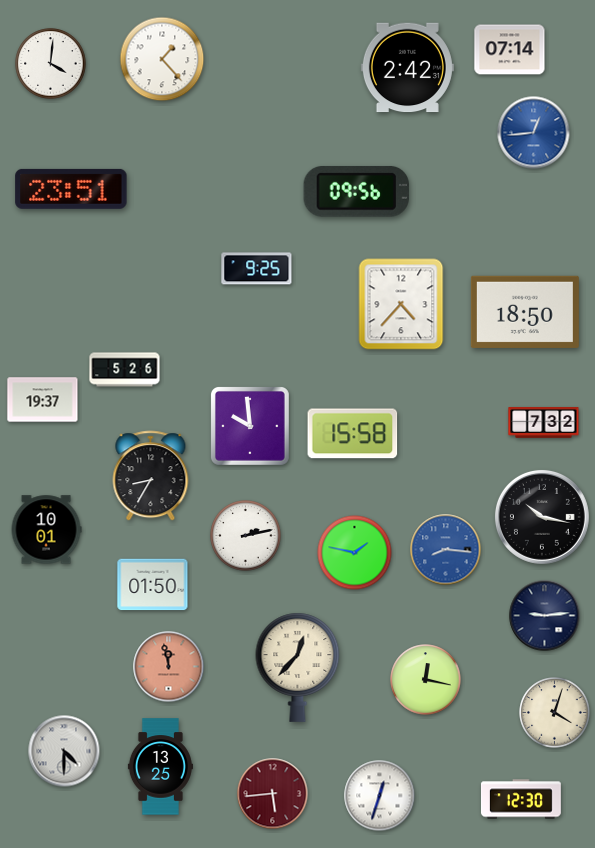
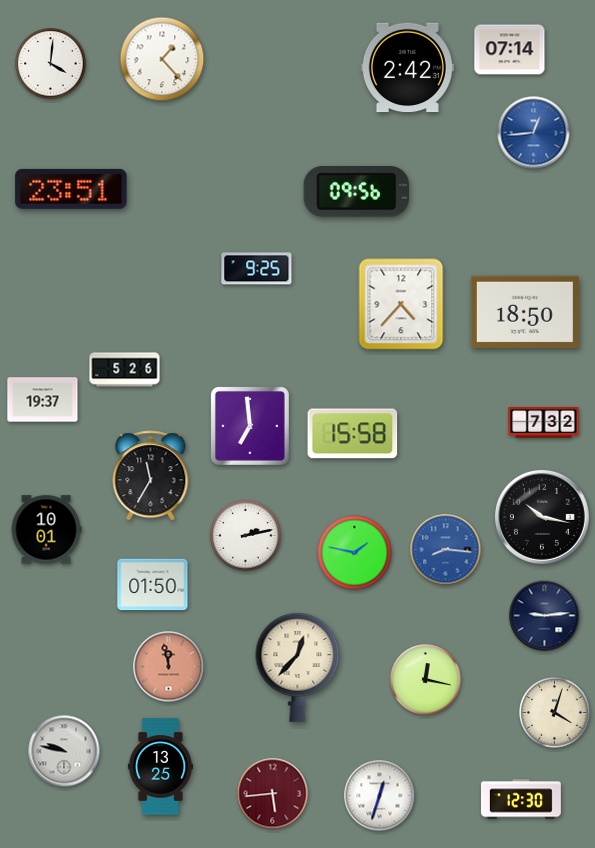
clock at (250, 426): 9:59 -> 6:59
clock at (151, 476): 8:35 -> 11:35
clock at (64, 751): 4:30 -> 9:47
